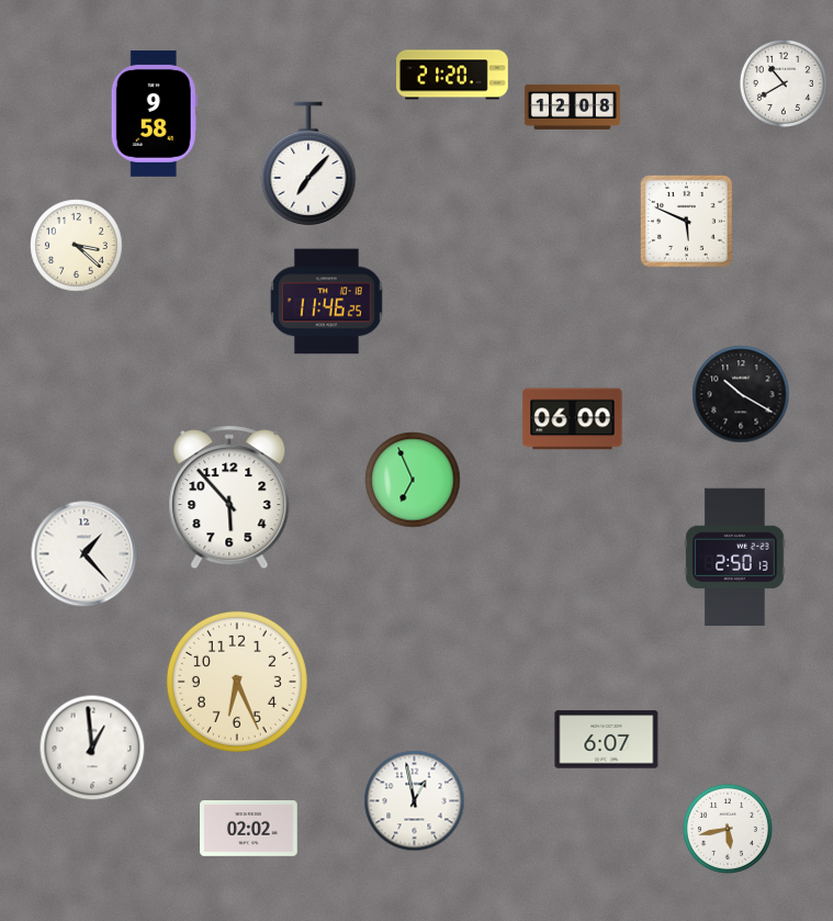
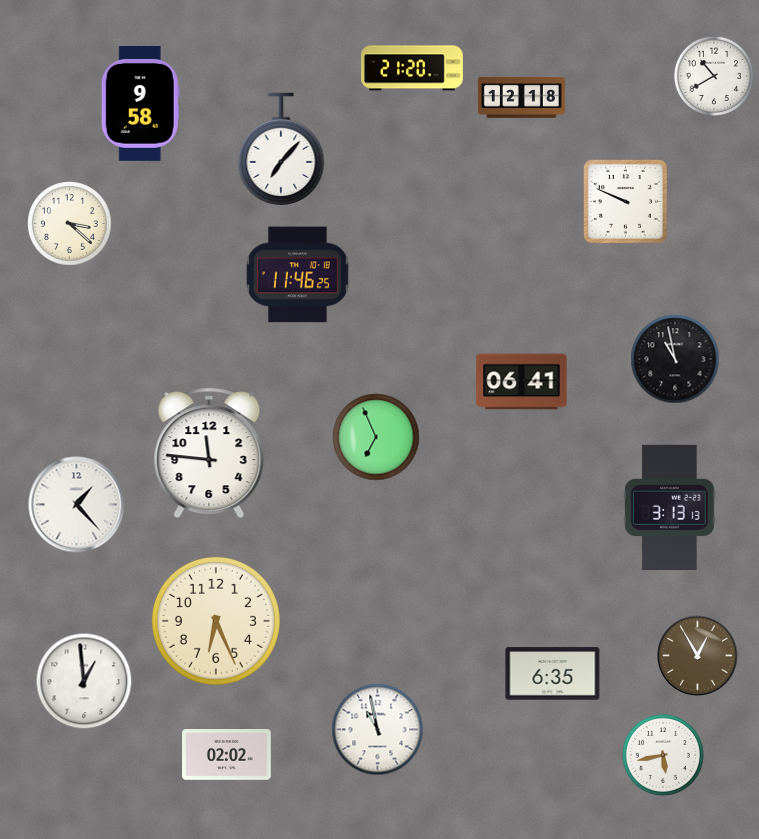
clock at (572, 106): 12:08 -> 12:18
clock at (686, 221): 5:49 -> 9:49
clock at (741, 394): 10:20 -> 10:58
clock at (573, 419): 06:00 -> 06:41
clock at (229, 497): 5:53 -> 11:46
clock at (735, 558): 2:50 -> 3:13
clock at (698, 656): none -> 12:55
clock at (607, 740): 6:07 -> 6:35
clock at (415, 801): 12:58 -> 10:58
